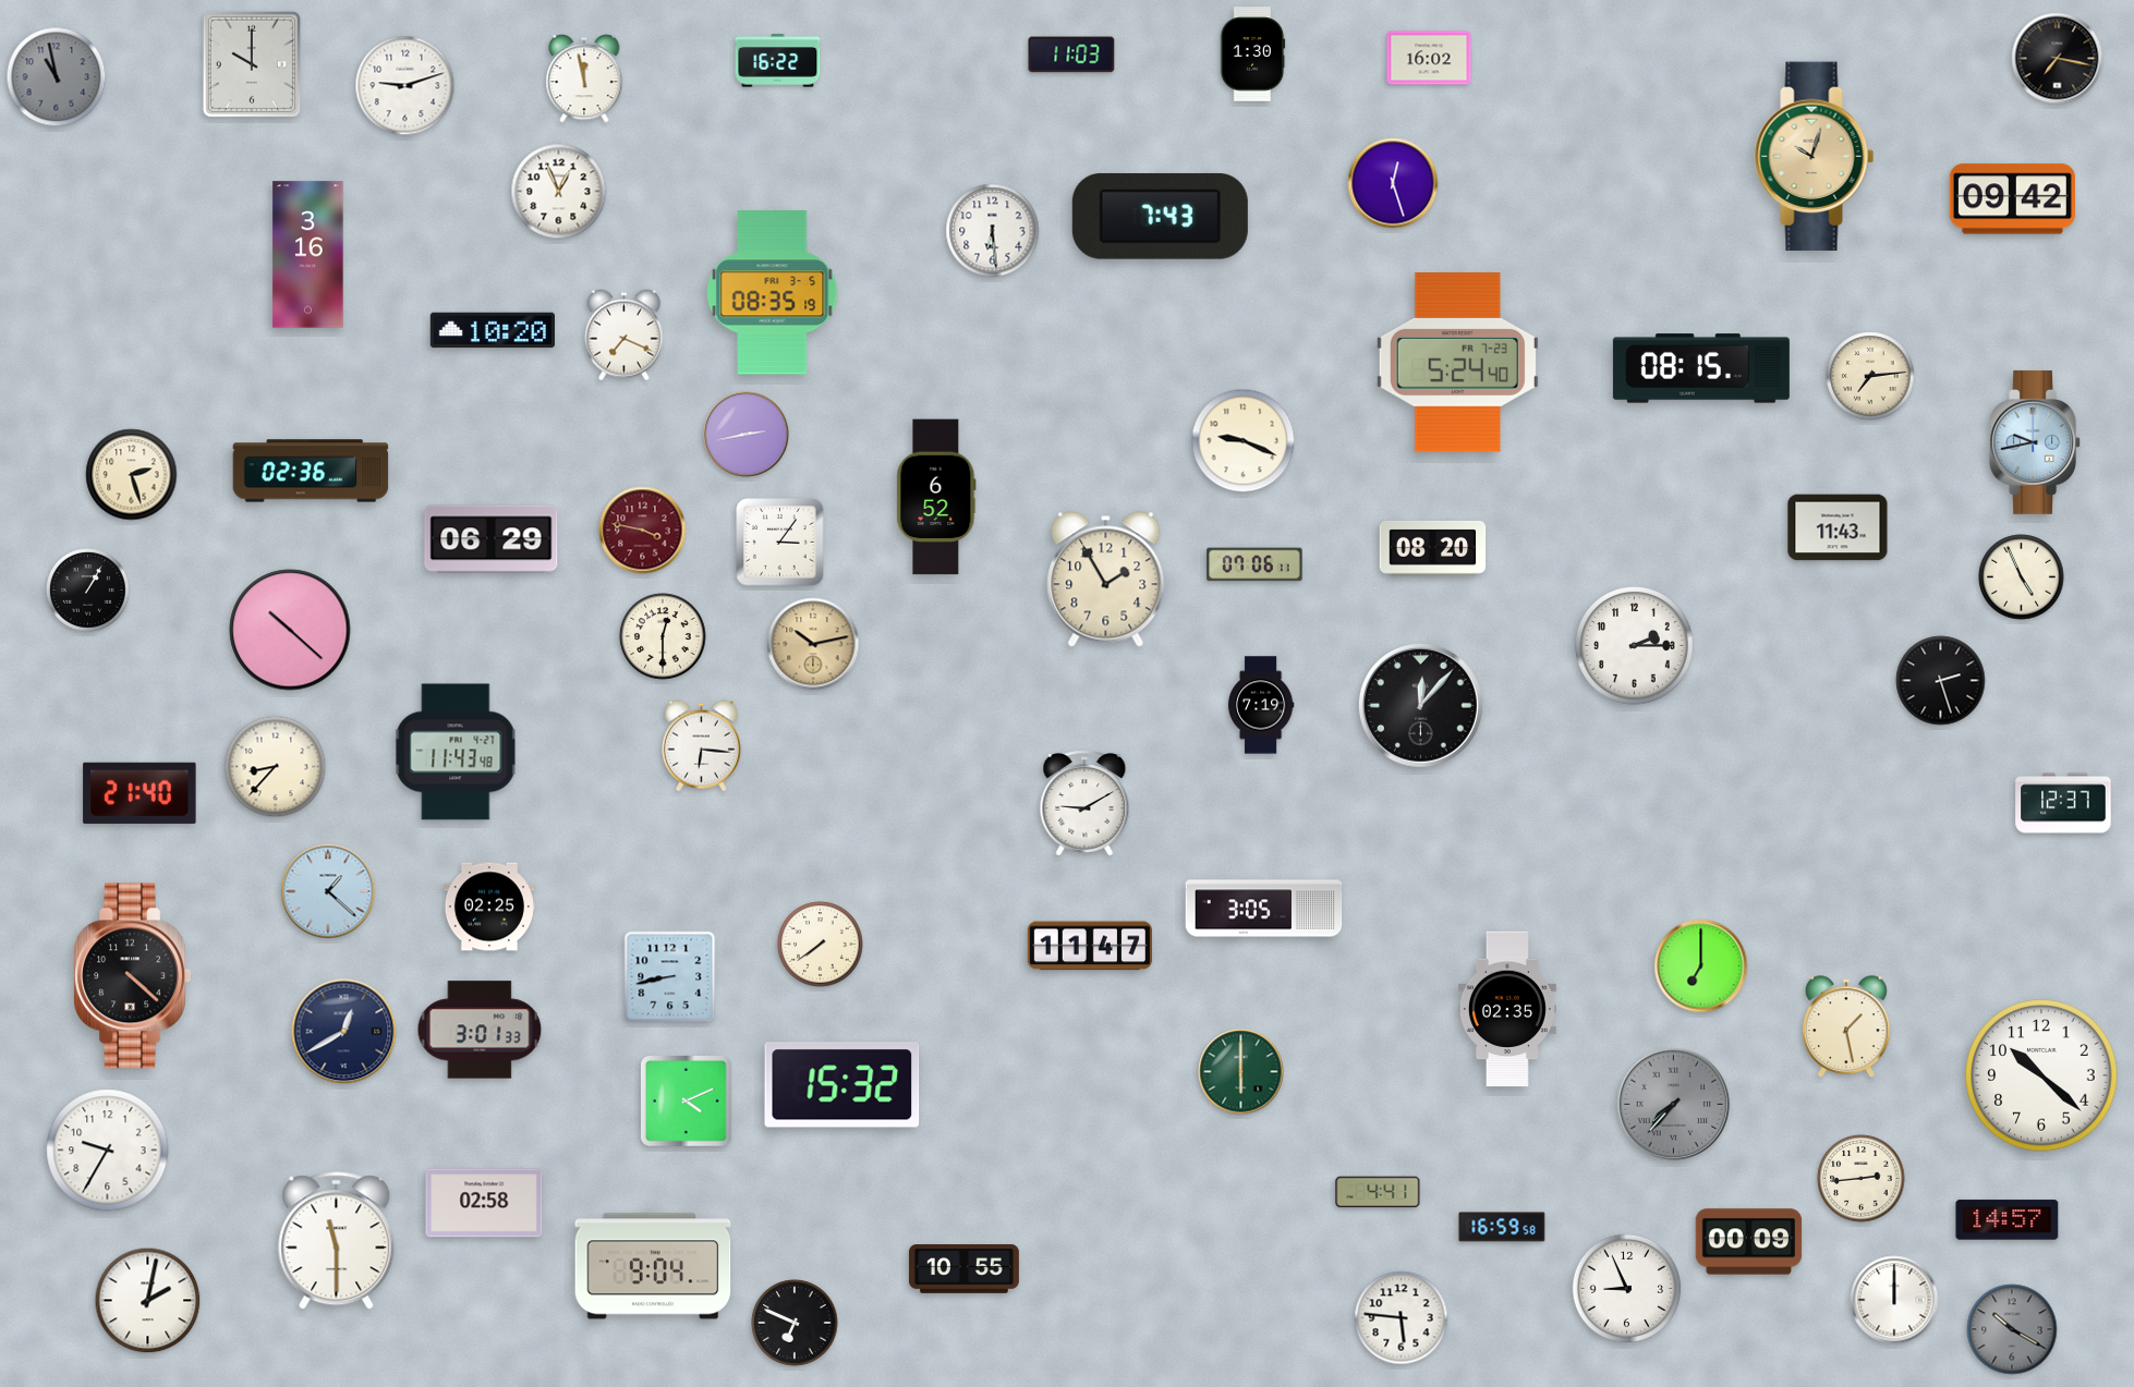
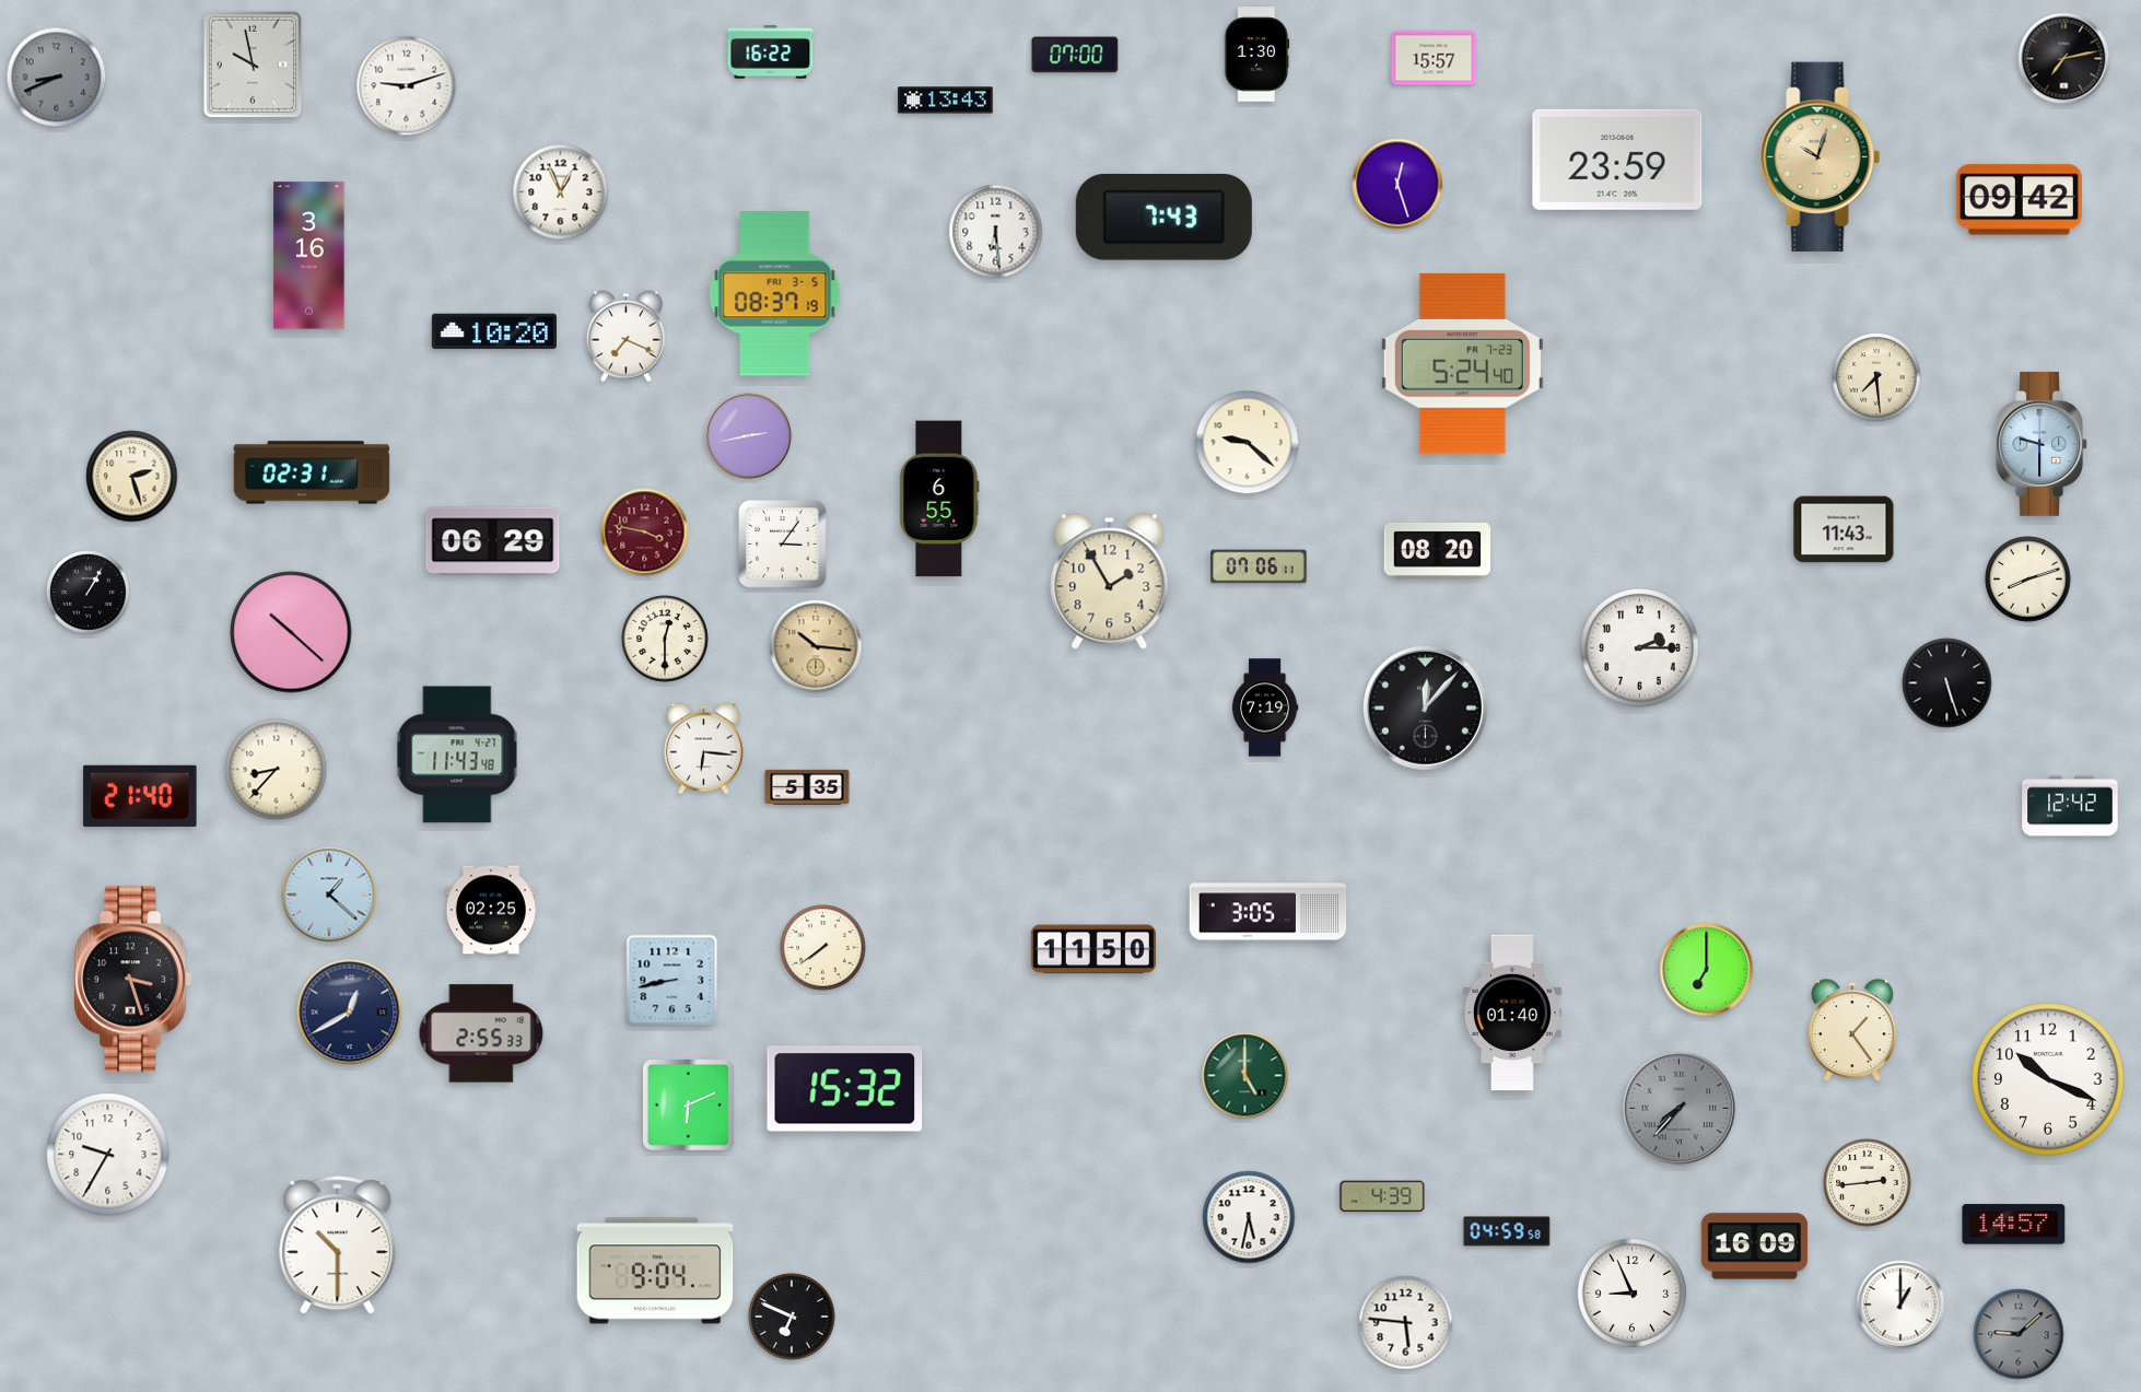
clock at (1071, 54): 11:03 -> 07:00
clock at (1429, 58): 16:02 -> 15:57
clock at (2058, 59): 7:17 -> 7:13
clock at (778, 61) position: (778, 61) -> (771, 52)
clock at (252, 64): 10:00 -> 9:58
clock at (57, 77): 10:58 -> 8:41
clock at (584, 78): 11:58 -> none
clock at (946, 101): none -> 13:43
clock at (1617, 160): none -> 23:59
clock at (773, 293): 08:35 -> 08:37
clock at (1701, 368): 08:15 -> none
clock at (1870, 376): 7:14 -> 7:29
clock at (1244, 441): 9:19 -> 9:22
clock at (2035, 442): 9:43 -> 9:30
clock at (311, 471): 02:36 -> 02:31
clock at (936, 497): 6:52 -> 6:55
clock at (2022, 577): 4:56 -> 8:12
clock at (813, 644): 10:13 -> 10:16
clock at (1941, 681): 2:27 -> 5:27
clock at (807, 787): none -> 5:35
clock at (1084, 803): 9:10 -> none
clock at (2063, 803): 12:37 -> 12:42
clock at (1090, 946): 11:47 -> 11:50
clock at (132, 976): 4:22 -> 3:27
clock at (1507, 1009): 02:35 -> 01:40
clock at (1847, 1027): 1:28 -> 1:24
clock at (480, 1030): 3:01 -> 2:55
clock at (344, 1032) position: (344, 1032) -> (350, 1013)
clock at (1241, 1072): 6:00 -> 5:00
clock at (2041, 1075): 10:22 -> 10:19
clock at (687, 1102): 4:11 -> 6:11
clock at (1378, 1192): 4:41 -> 4:39
clock at (484, 1203): 02:58 -> none
clock at (1249, 1217): none -> 5:32
clock at (1502, 1227): 16:59 -> 04:59
clock at (337, 1241): 11:30 -> 10:30
clock at (1749, 1242): 00:09 -> 16:09
clock at (963, 1269): 10:55 -> none
clock at (1894, 1300): 12:00 -> 1:00
clock at (148, 1301): 2:02 -> none
clock at (795, 1323) position: (795, 1323) -> (792, 1317)
clock at (2012, 1329): 10:20 -> 9:08
